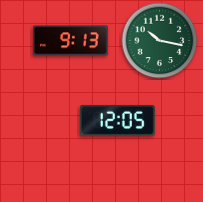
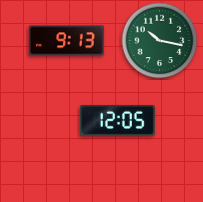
clock at (71, 41) position: (71, 41) -> (67, 41)
